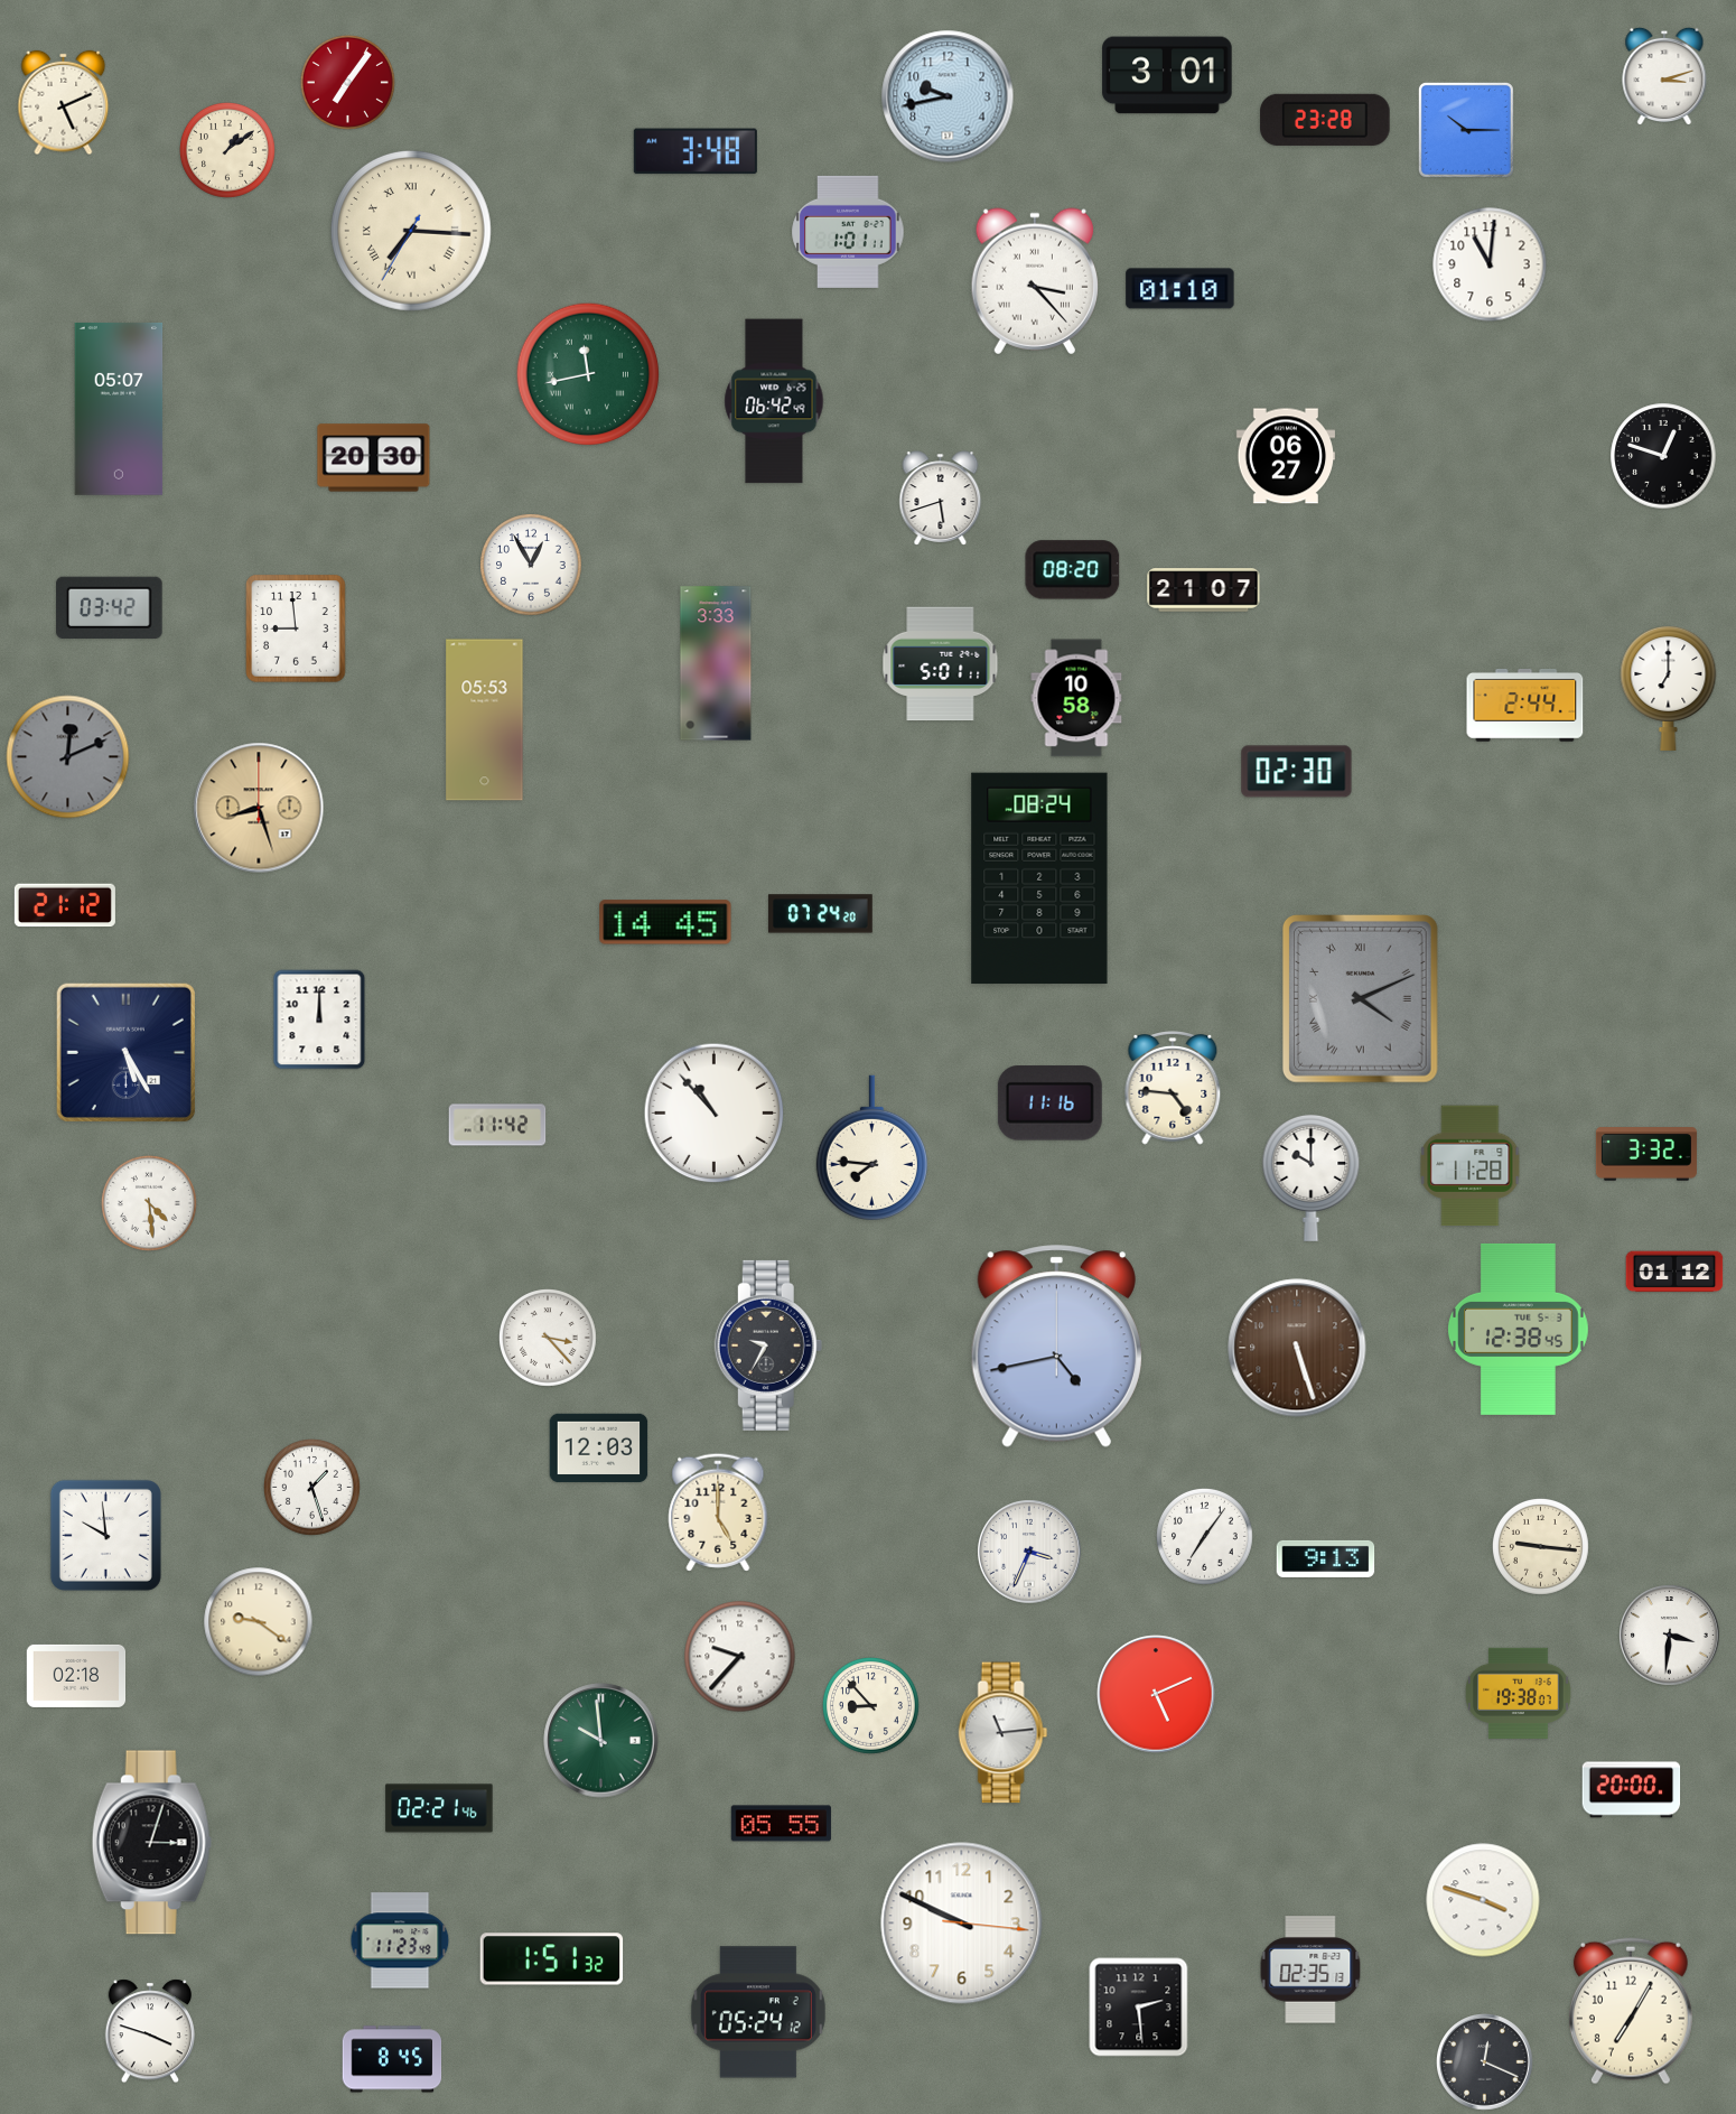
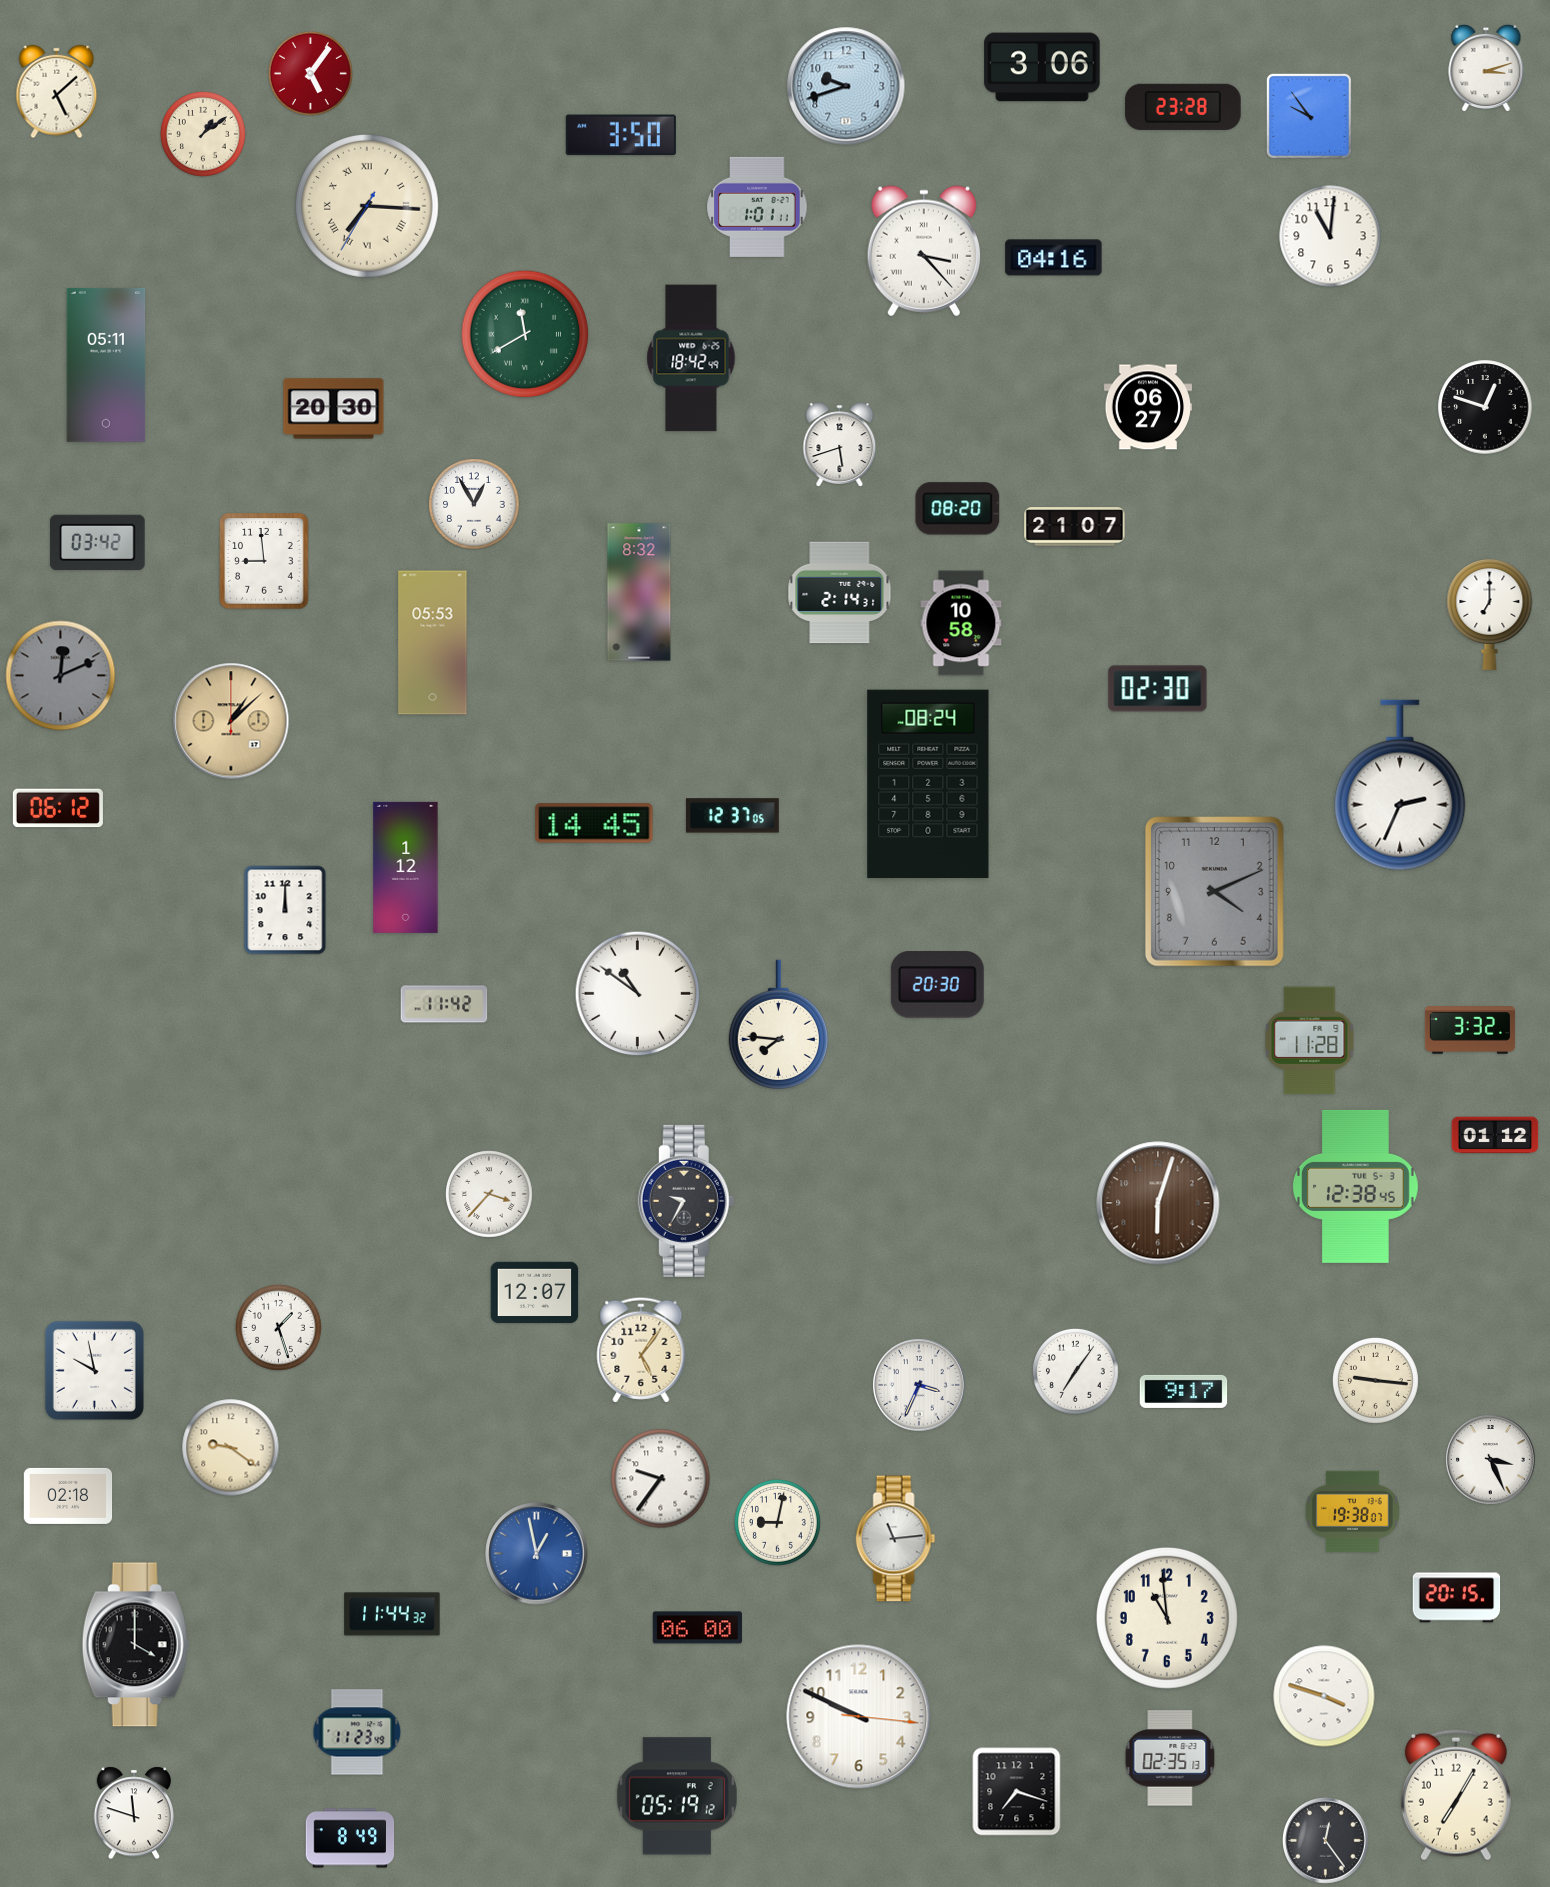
clock at (1167, 75): 3:01 -> 3:06
clock at (347, 82): 7:06 -> 5:06
clock at (948, 96): 9:43 -> 9:42
clock at (64, 103): 5:11 -> 5:08
clock at (1466, 130): 10:15 -> 9:54
clock at (696, 151): 3:48 -> 3:50
clock at (1180, 289): 01:10 -> 04:16
clock at (588, 374): 11:43 -> 11:40
clock at (774, 401): 06:42 -> 18:42
clock at (119, 409): 05:07 -> 05:11
clock at (716, 663): 3:33 -> 8:32
clock at (941, 664): 5:01 -> 2:14
clock at (1525, 706): 2:44 -> none
clock at (259, 808): 8:27 -> 1:08
clock at (1400, 785): none -> 2:34
clock at (65, 905): 21:12 -> 06:12
clock at (820, 914): 07:24 -> 12:37
clock at (406, 867): none -> 1:12
clock at (1361, 999) numerals: Roman -> Arabic
clock at (125, 1052): 5:25 -> none
clock at (1173, 1089): 4:46 -> none
clock at (1049, 1103): 11:16 -> 20:30
clock at (715, 1114): 10:53 -> 10:51
clock at (1471, 1166) position: (1471, 1166) -> (1310, 1041)
clock at (1312, 1177): 10:00 -> none
clock at (149, 1203): 4:29 -> none
clock at (549, 1339): 3:23 -> 3:37
clock at (1056, 1347): 4:43 -> none
clock at (1297, 1348): 5:27 -> 6:03
clock at (599, 1449): 12:03 -> 12:07
clock at (718, 1512): 5:00 -> 5:06
clock at (105, 1535): 9:59 -> 9:58
clock at (1326, 1558): 9:13 -> 9:17
clock at (1670, 1636): 3:31 -> 3:26
clock at (740, 1657): 9:37 -> 9:36
clock at (1519, 1693) position: (1519, 1693) -> (1353, 1511)
clock at (1156, 1694): 5:11 -> none
clock at (870, 1705): 8:53 -> 9:02
clock at (1004, 1733) position: (1004, 1733) -> (896, 1539)
clock at (601, 1741): 9:59 -> 12:58
clock at (601, 1741) dial: green -> blue
clock at (1632, 1790): 20:00 -> 20:15
clock at (439, 1808): 02:21 -> 11:44
clock at (1167, 1618): none -> 10:59
clock at (781, 1824): 05:55 -> 06:00
clock at (151, 1843): 3:03 -> 4:00
clock at (552, 1959): 1:51 -> none
clock at (1139, 2008): 2:29 -> 7:18
clock at (758, 2012): 05:24 -> 05:19
clock at (149, 2031): 3:48 -> 11:48
clock at (392, 2059): 8:45 -> 8:49
clock at (1485, 2062): 12:19 -> 12:24
